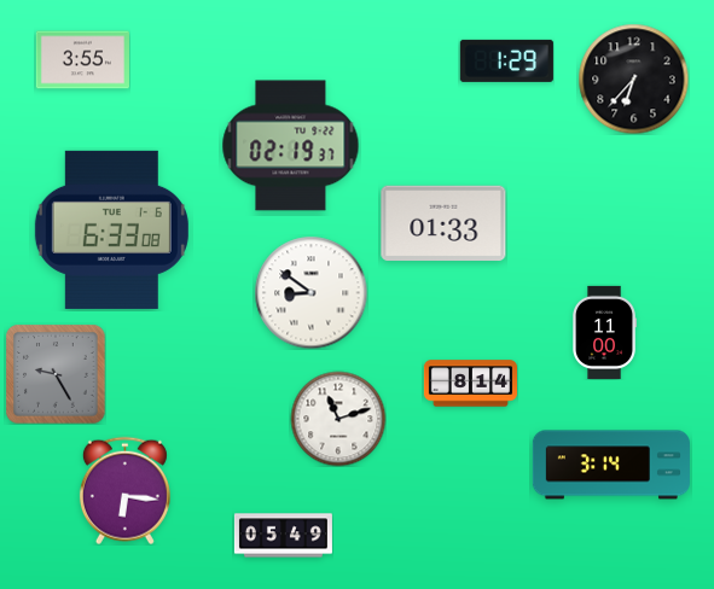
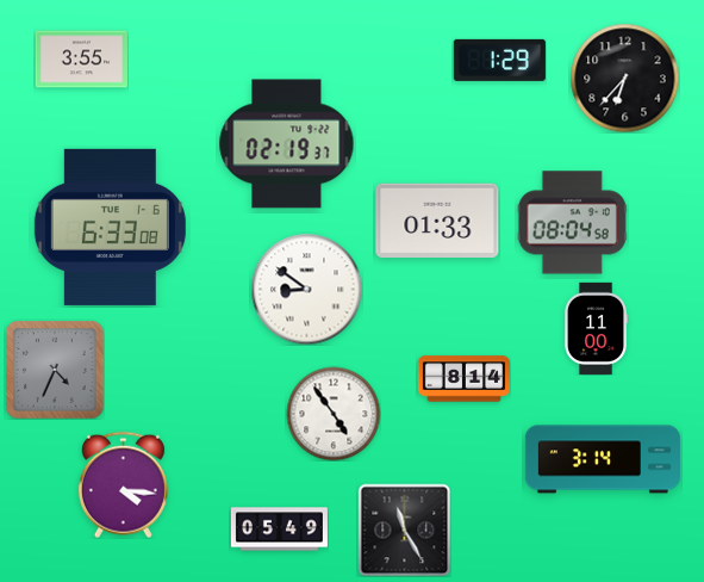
clock at (572, 223): none -> 08:04
clock at (56, 374): 9:25 -> 4:34
clock at (338, 419): 11:12 -> 4:54
clock at (124, 490): 6:16 -> 4:16
clock at (404, 530): none -> 11:25
